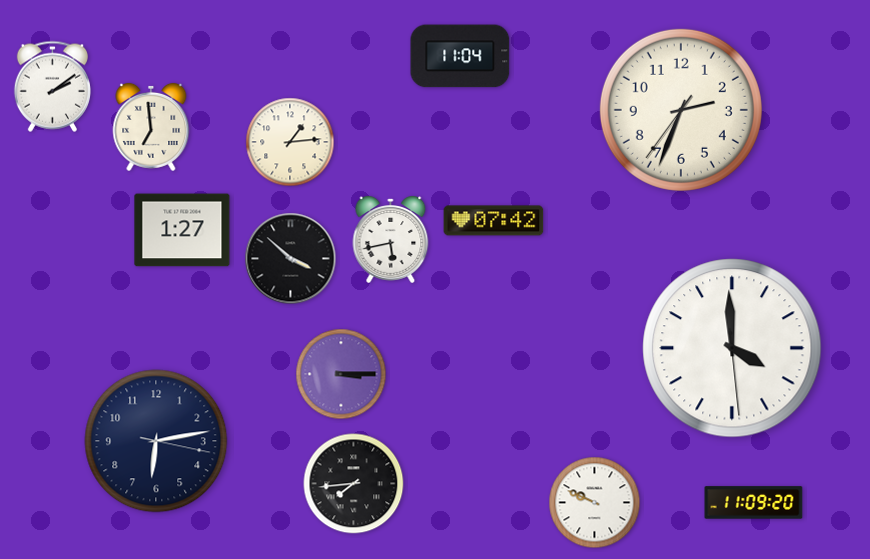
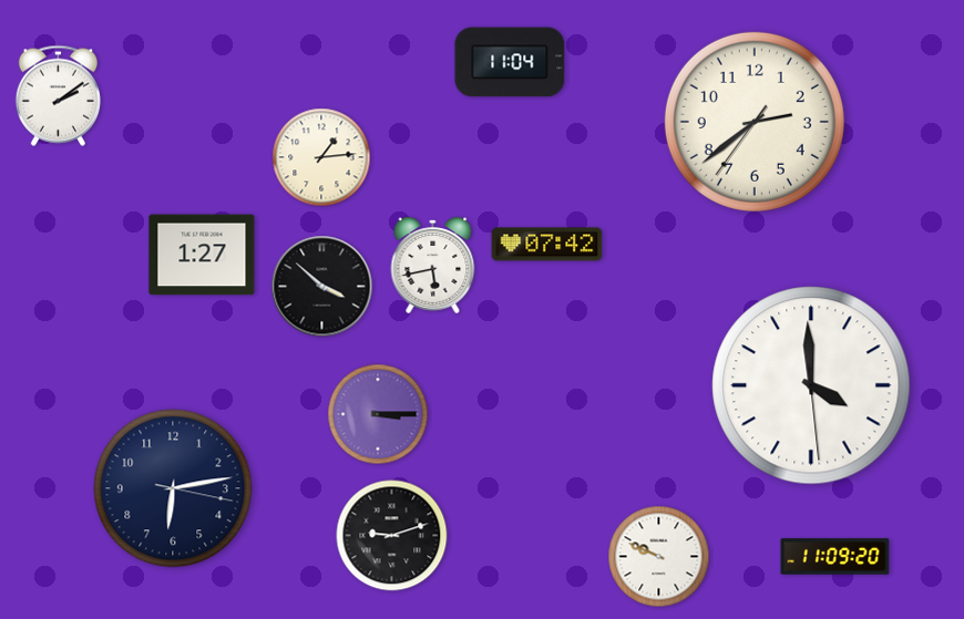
clock at (681, 110): 2:33 -> 2:38
clock at (151, 127): 6:59 -> none
clock at (354, 484): 7:44 -> 9:12
